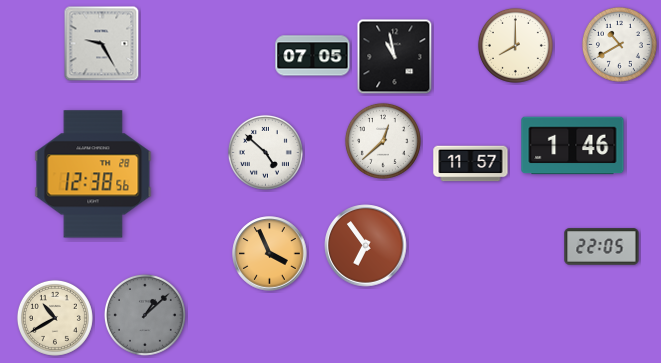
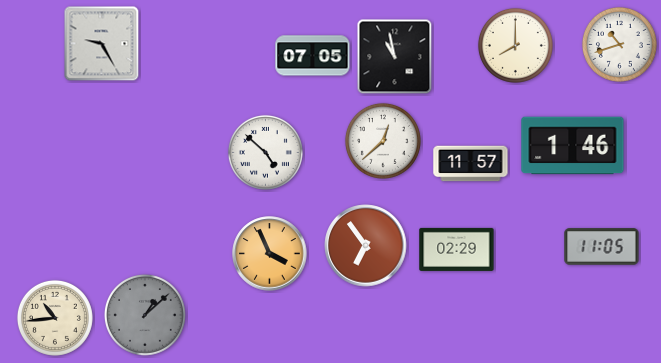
clock at (619, 44): 10:40 -> 10:42
clock at (93, 174): 12:38 -> none
clock at (602, 247): 22:05 -> 11:05
clock at (457, 249): none -> 02:29
clock at (55, 318): 10:40 -> 10:44
